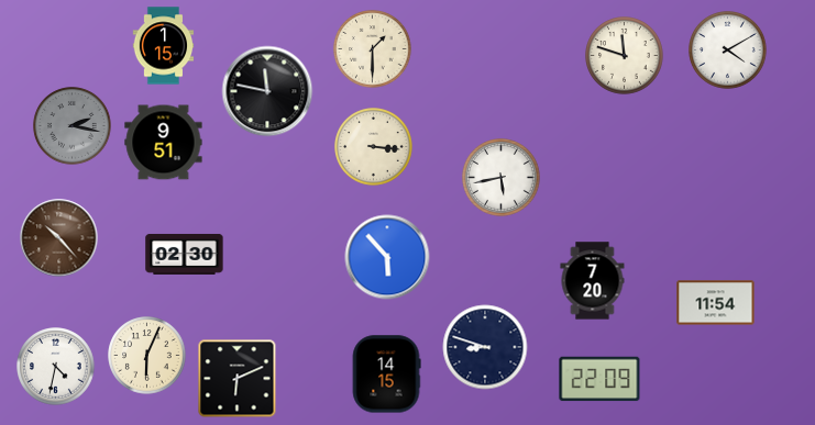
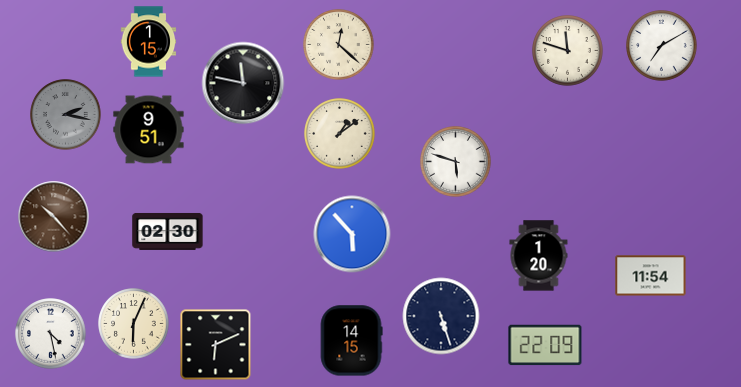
clock at (373, 49): 1:30 -> 12:22
clock at (728, 51): 4:10 -> 7:10
clock at (374, 147): 3:16 -> 1:09
clock at (502, 178): 5:43 -> 5:48
clock at (593, 281): 7:20 -> 1:20
clock at (485, 347): 8:48 -> 5:27
clock at (56, 367): 4:32 -> 4:28
